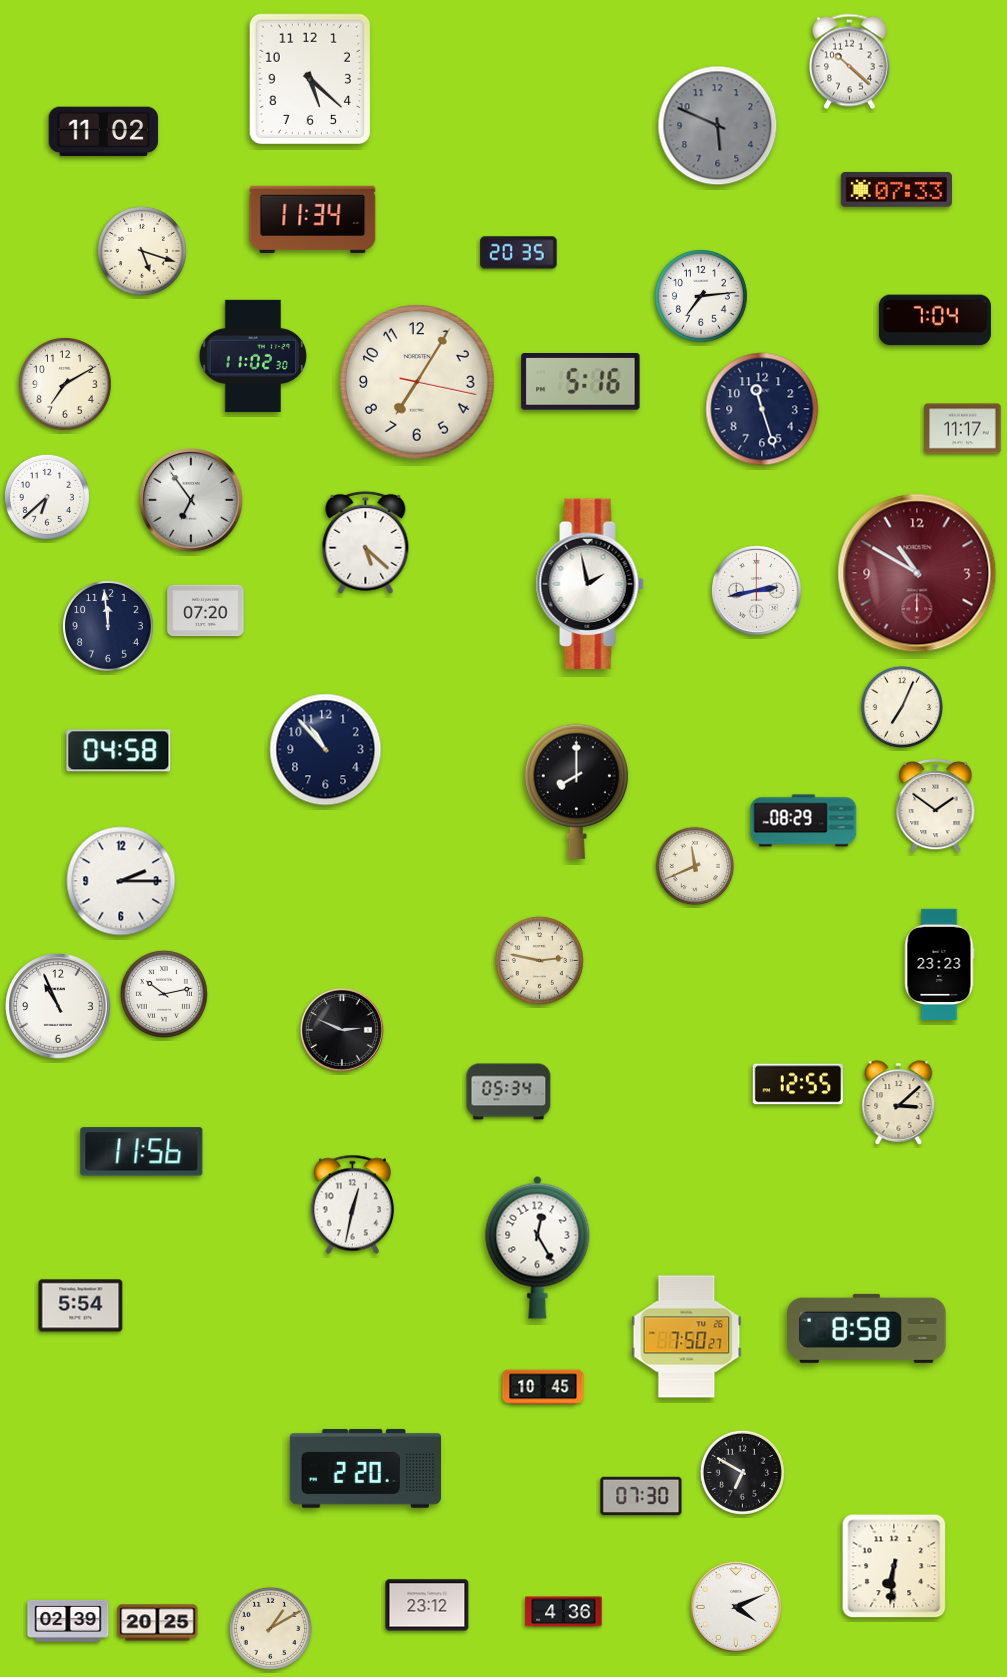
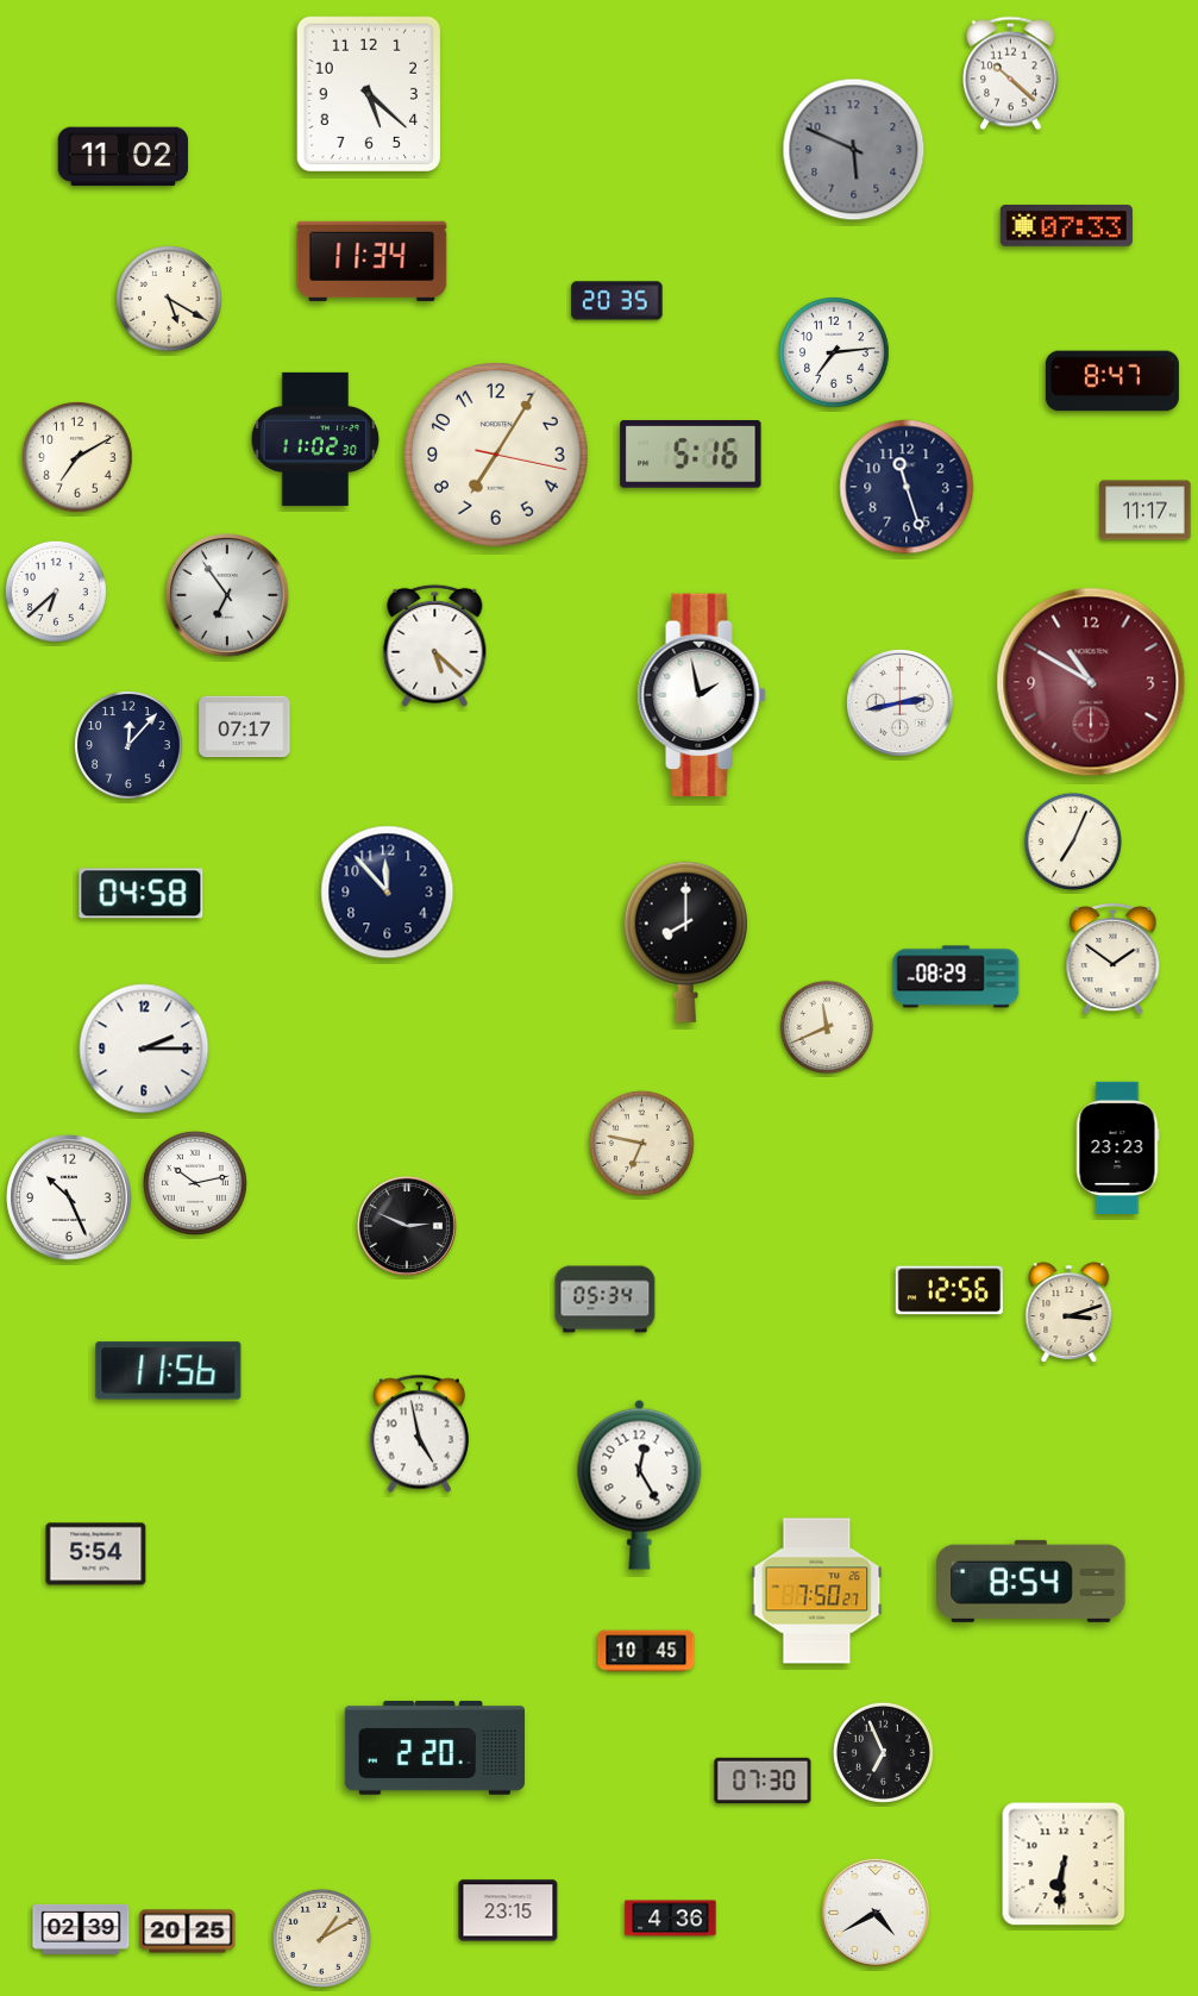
clock at (142, 251): 5:18 -> 5:20
clock at (935, 320): 7:04 -> 8:47
clock at (253, 356) position: (253, 356) -> (315, 439)
clock at (206, 611): 07:20 -> 07:17
clock at (109, 627): 11:59 -> 12:07
clock at (326, 750): 10:53 -> 11:53
clock at (695, 866) position: (695, 866) -> (827, 1027)
clock at (539, 960): 2:47 -> 6:47
clock at (58, 1006): 10:56 -> 10:26
clock at (797, 1084): 12:55 -> 12:56
clock at (899, 1103): 3:08 -> 3:12
clock at (352, 1205): 12:32 -> 4:58
clock at (867, 1328): 8:58 -> 8:54
clock at (742, 1472): 6:50 -> 6:56
clock at (427, 1605): 23:12 -> 23:15
clock at (736, 1607): 4:11 -> 4:40
